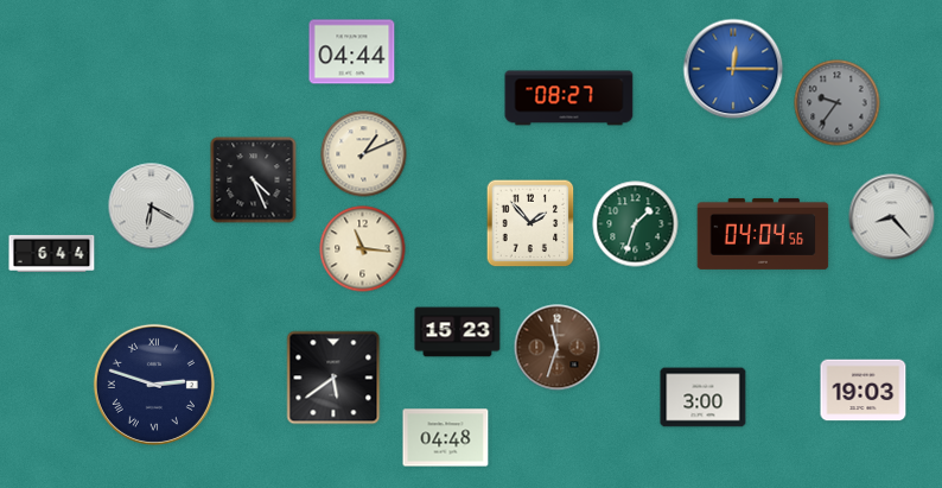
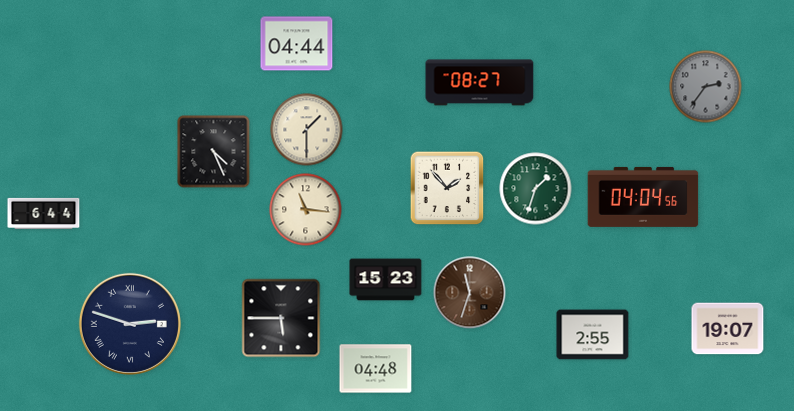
clock at (733, 69): 12:15 -> none
clock at (838, 103): 9:36 -> 2:36
clock at (364, 154): 1:11 -> 1:30
clock at (152, 207): 6:20 -> none
clock at (892, 217): 8:23 -> none
clock at (333, 378): 5:39 -> 5:45
clock at (864, 391): 19:03 -> 19:07
clock at (704, 398): 3:00 -> 2:55
